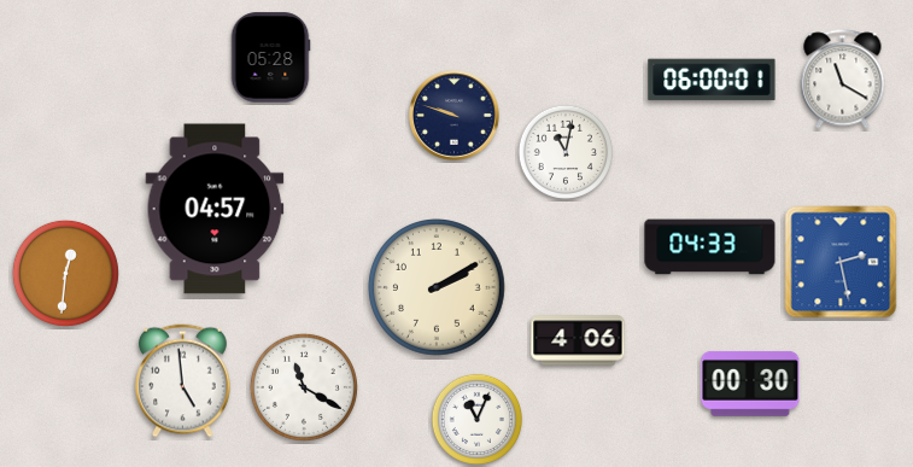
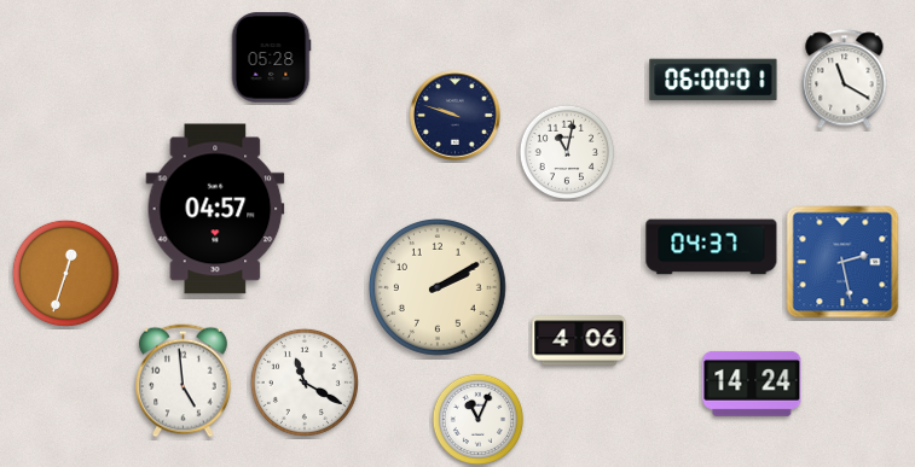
clock at (710, 247): 04:33 -> 04:37
clock at (65, 273): 12:31 -> 12:33
clock at (750, 384): 00:30 -> 14:24
clock at (304, 387) position: (304, 387) -> (305, 383)
